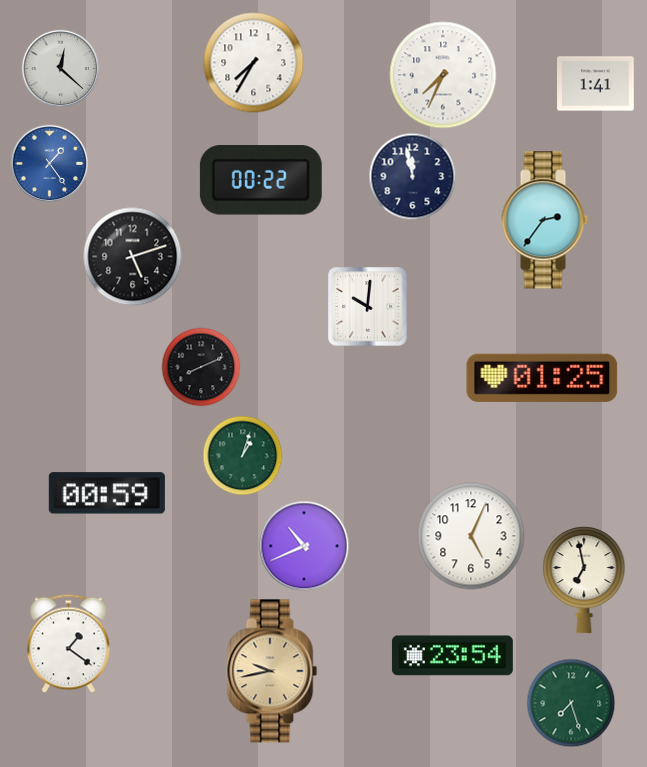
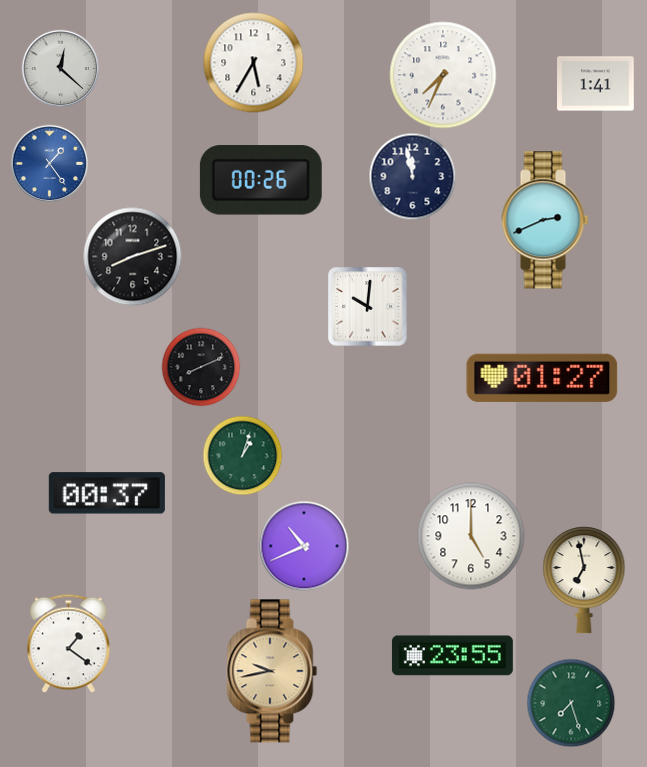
clock at (254, 63): 7:35 -> 5:35
clock at (261, 180): 00:22 -> 00:26
clock at (545, 220): 2:36 -> 2:41
clock at (133, 257): 5:12 -> 8:12
clock at (542, 378): 01:25 -> 01:27
clock at (107, 493): 00:59 -> 00:37
clock at (471, 536): 5:04 -> 5:00
clock at (452, 656): 23:54 -> 23:55
